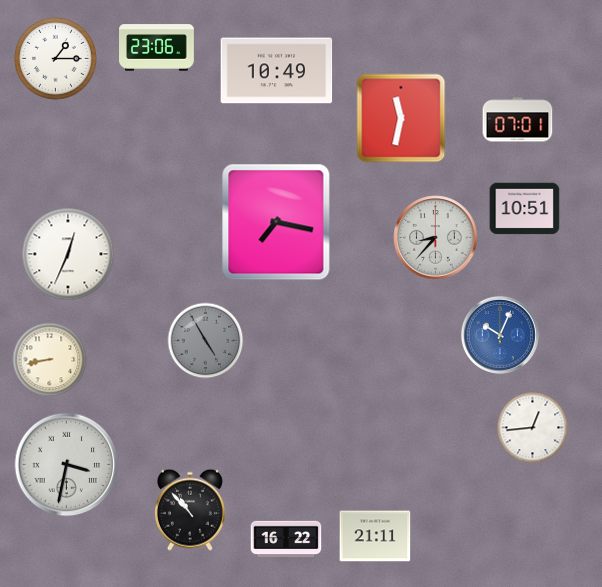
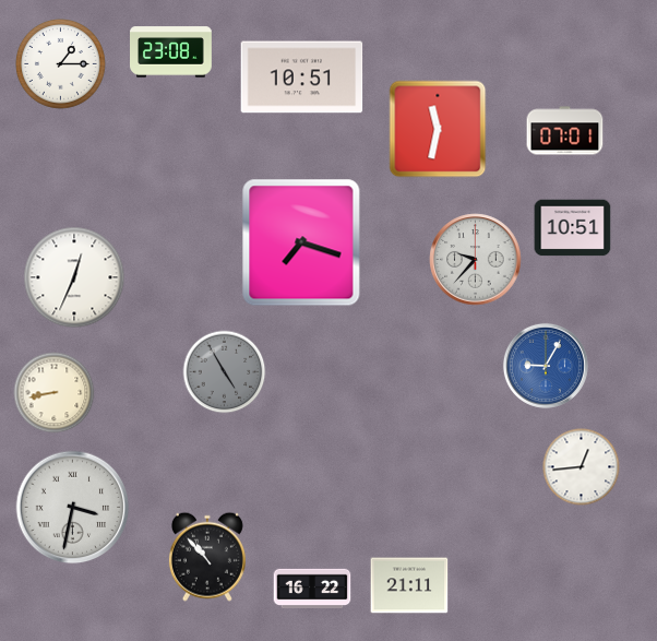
clock at (157, 48): 23:06 -> 23:08
clock at (277, 71): 10:49 -> 10:51
clock at (276, 222): 7:17 -> 7:18
clock at (436, 238): 8:37 -> 9:37
clock at (500, 335): 10:04 -> 9:05
